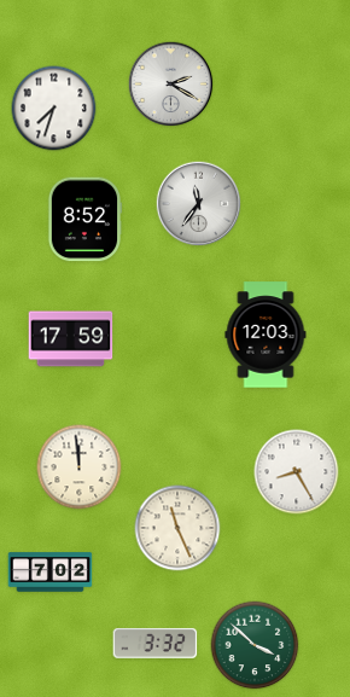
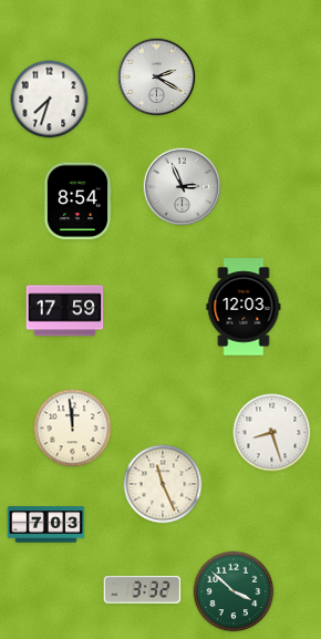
clock at (199, 204): 11:36 -> 2:56
clock at (84, 220): 8:52 -> 8:54
clock at (297, 472): 8:25 -> 8:27
clock at (51, 573): 7:02 -> 7:03
